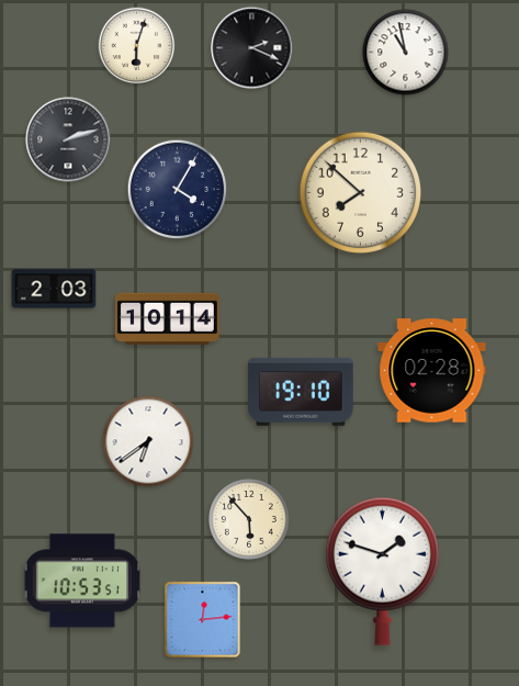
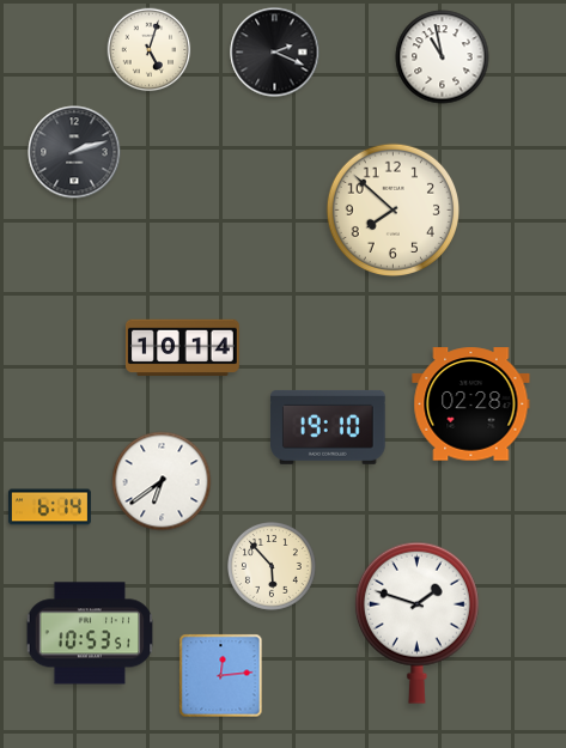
clock at (137, 46): 6:03 -> 5:03
clock at (178, 190): 4:05 -> none
clock at (54, 289): 2:03 -> none
clock at (49, 507): none -> 6:14
